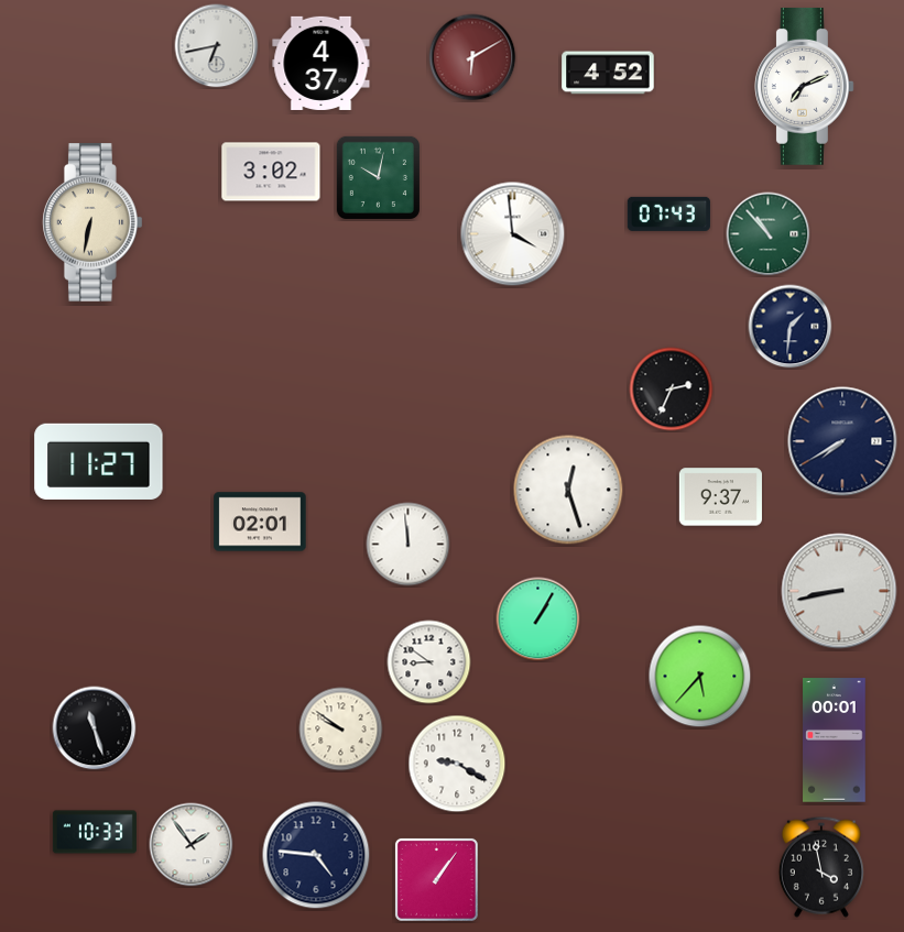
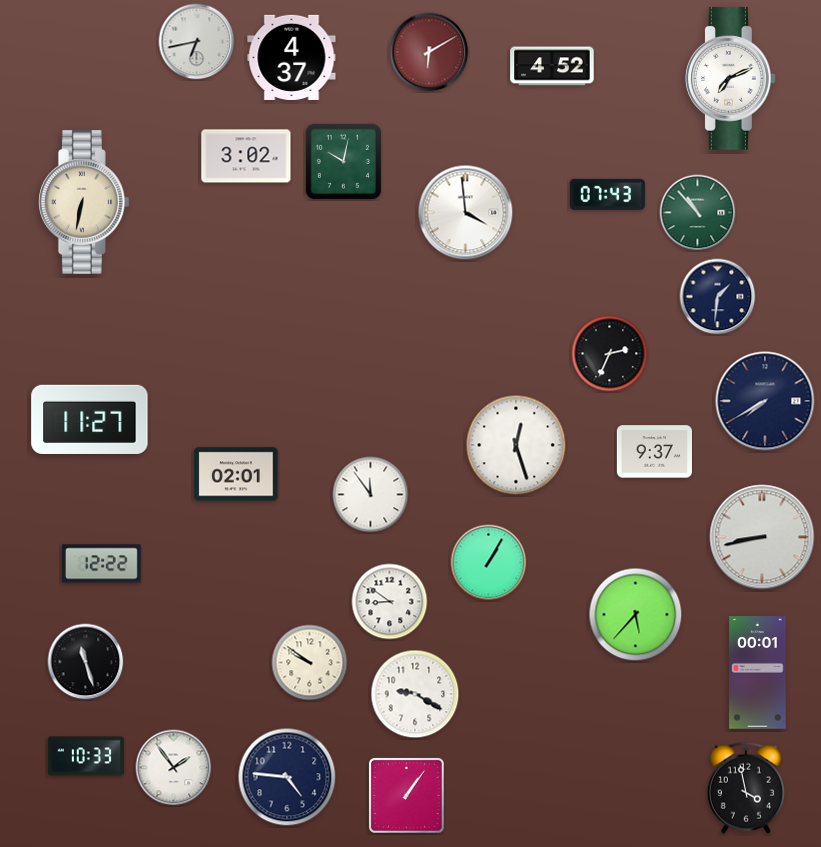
clock at (409, 545): 11:59 -> 11:54
clock at (101, 564): none -> 12:22
clock at (436, 879) position: (436, 879) -> (406, 795)
